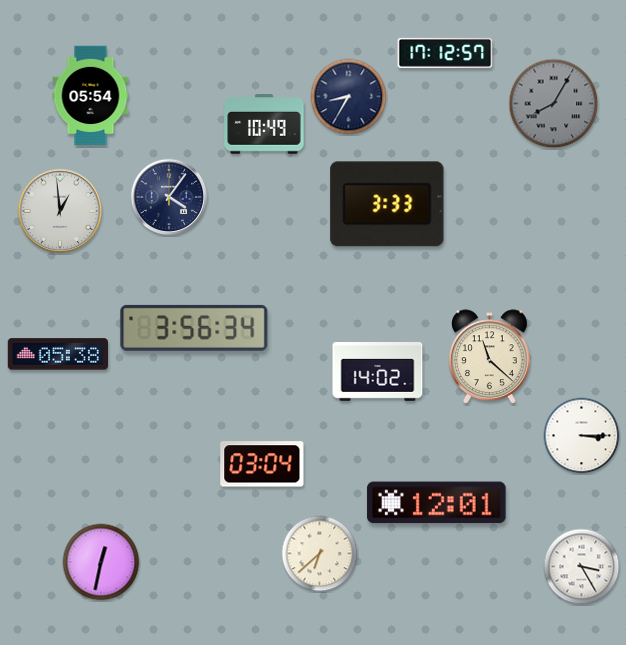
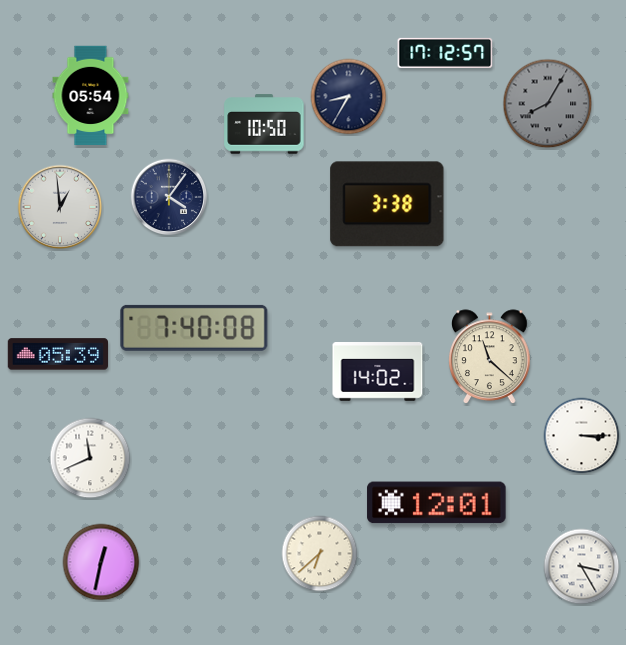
clock at (554, 104) position: (554, 104) -> (548, 104)
clock at (264, 124): 10:49 -> 10:50
clock at (387, 204): 3:33 -> 3:38
clock at (60, 211) position: (60, 211) -> (60, 207)
clock at (194, 328): 3:56 -> 7:40
clock at (57, 354): 05:38 -> 05:39
clock at (90, 458): none -> 11:41
clock at (262, 464): 03:04 -> none
